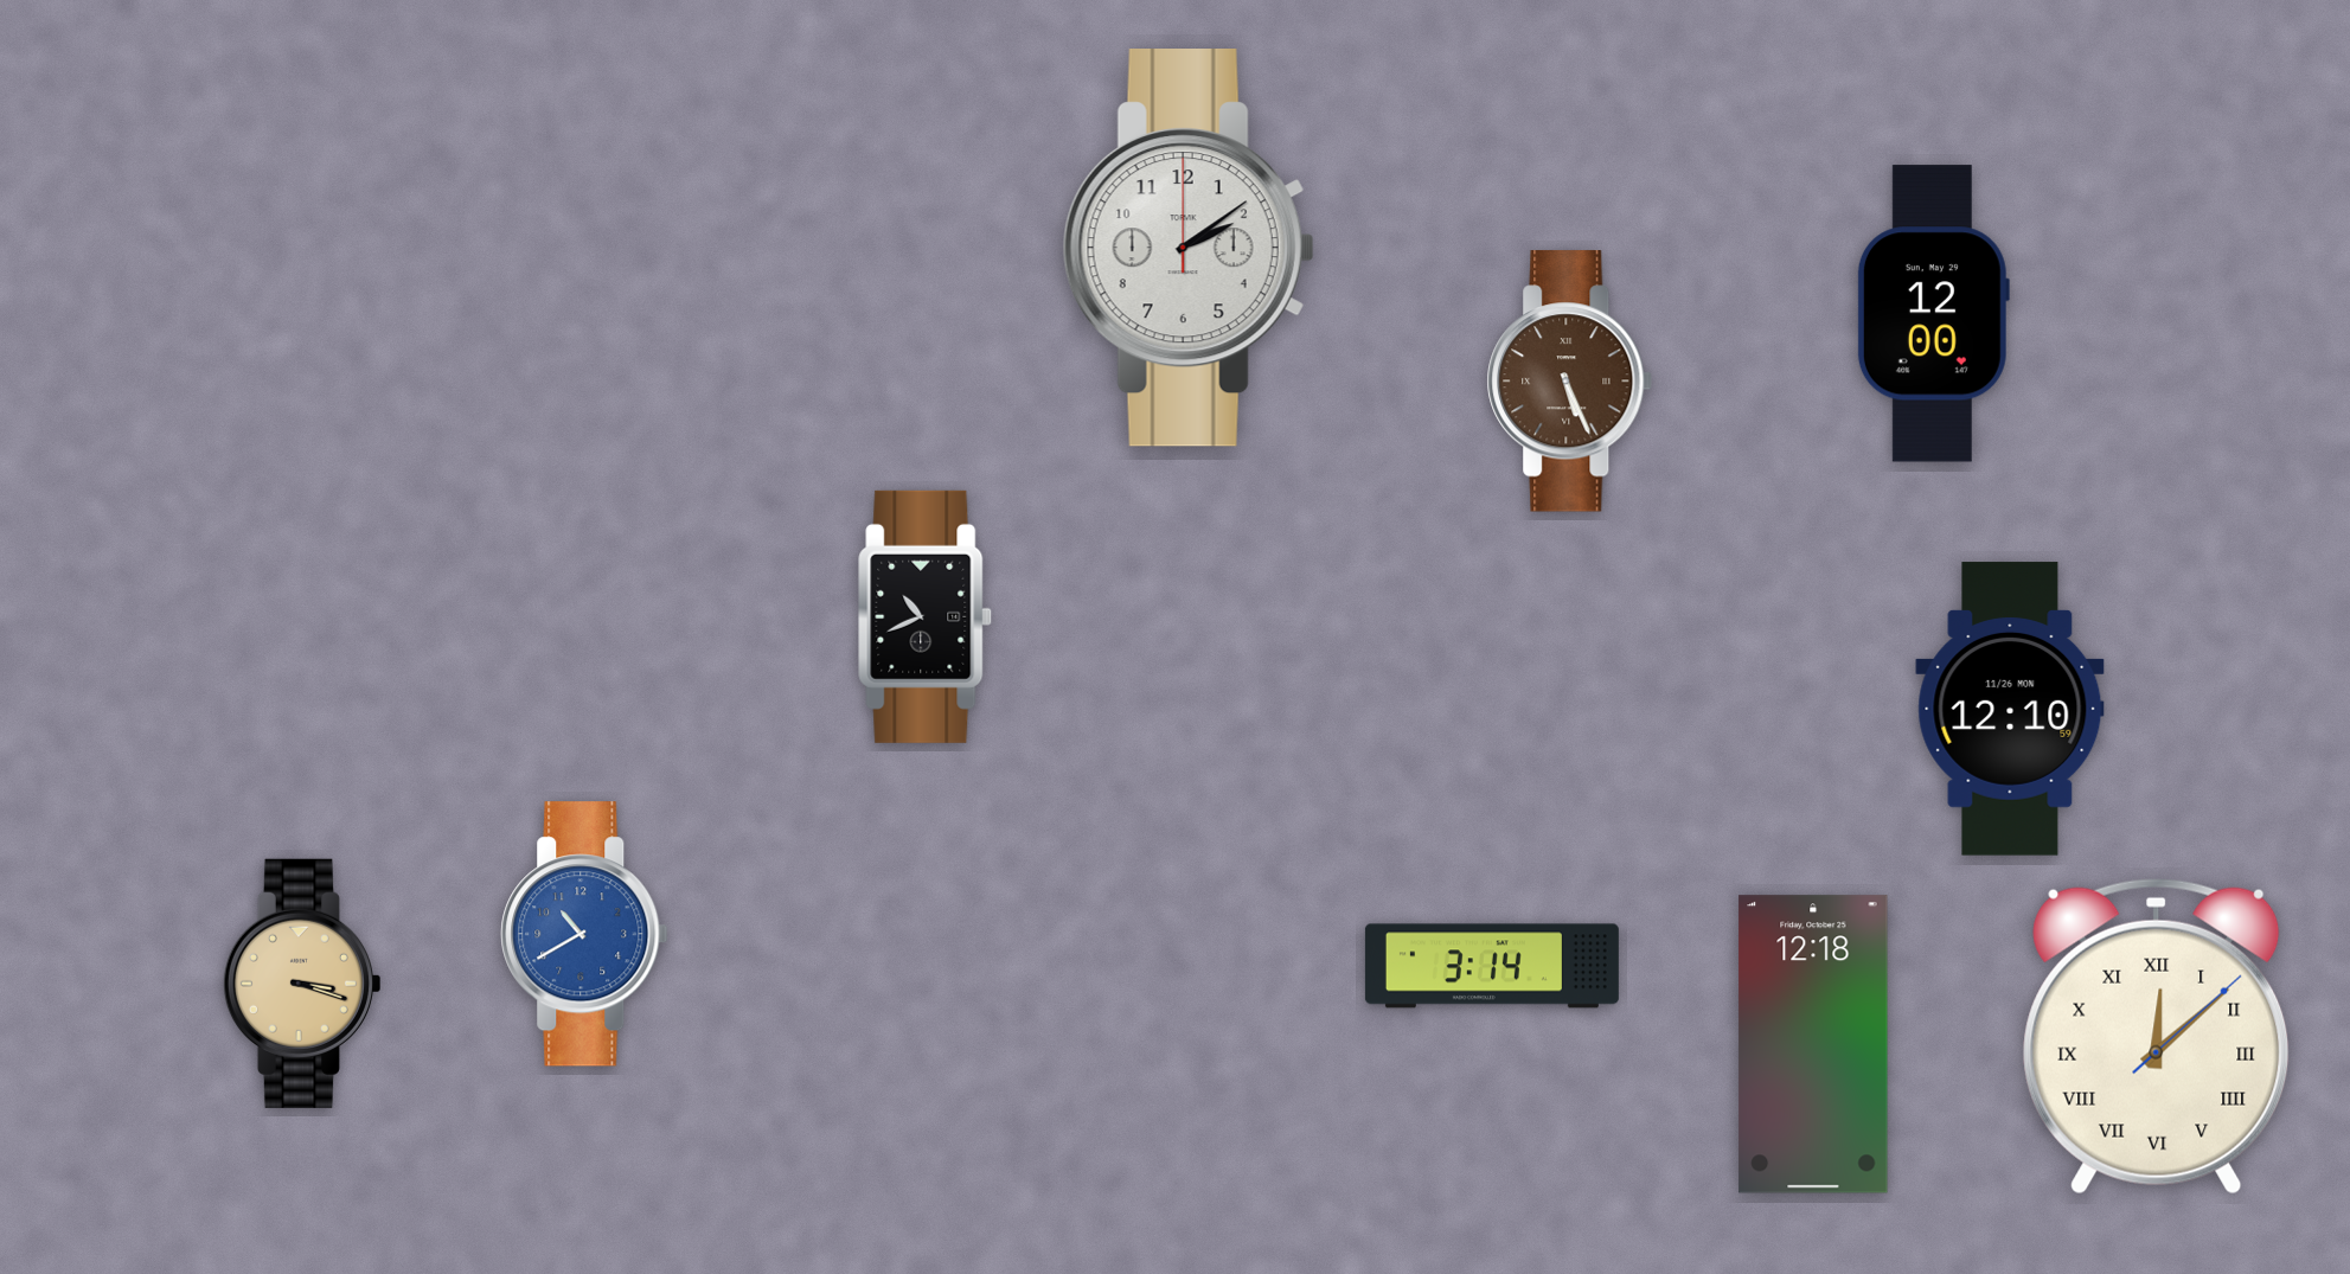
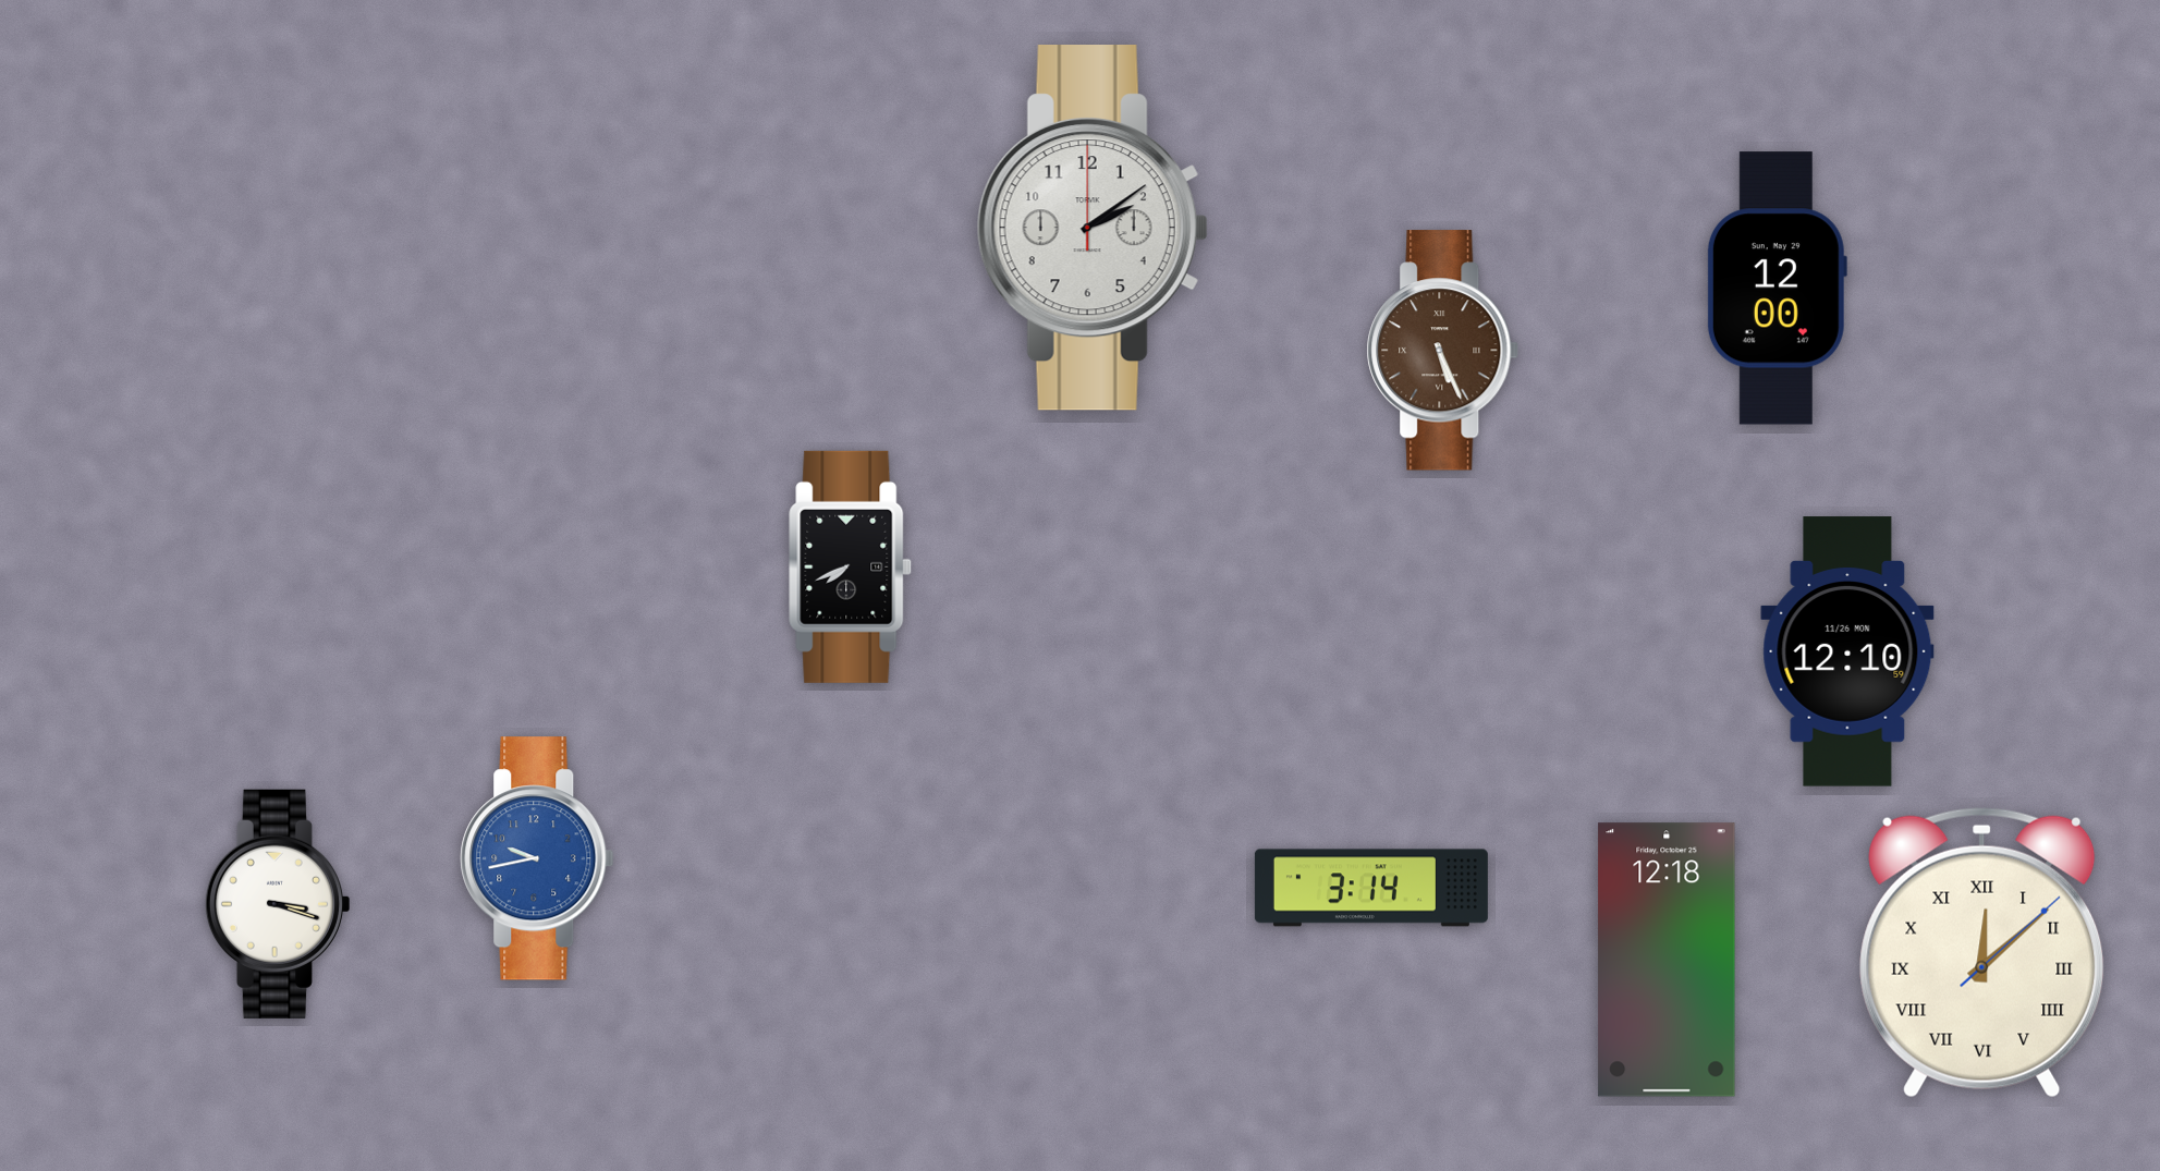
clock at (926, 616): 10:41 -> 7:41
clock at (584, 934): 10:40 -> 9:43
clock at (301, 984) dial: champagne -> white
